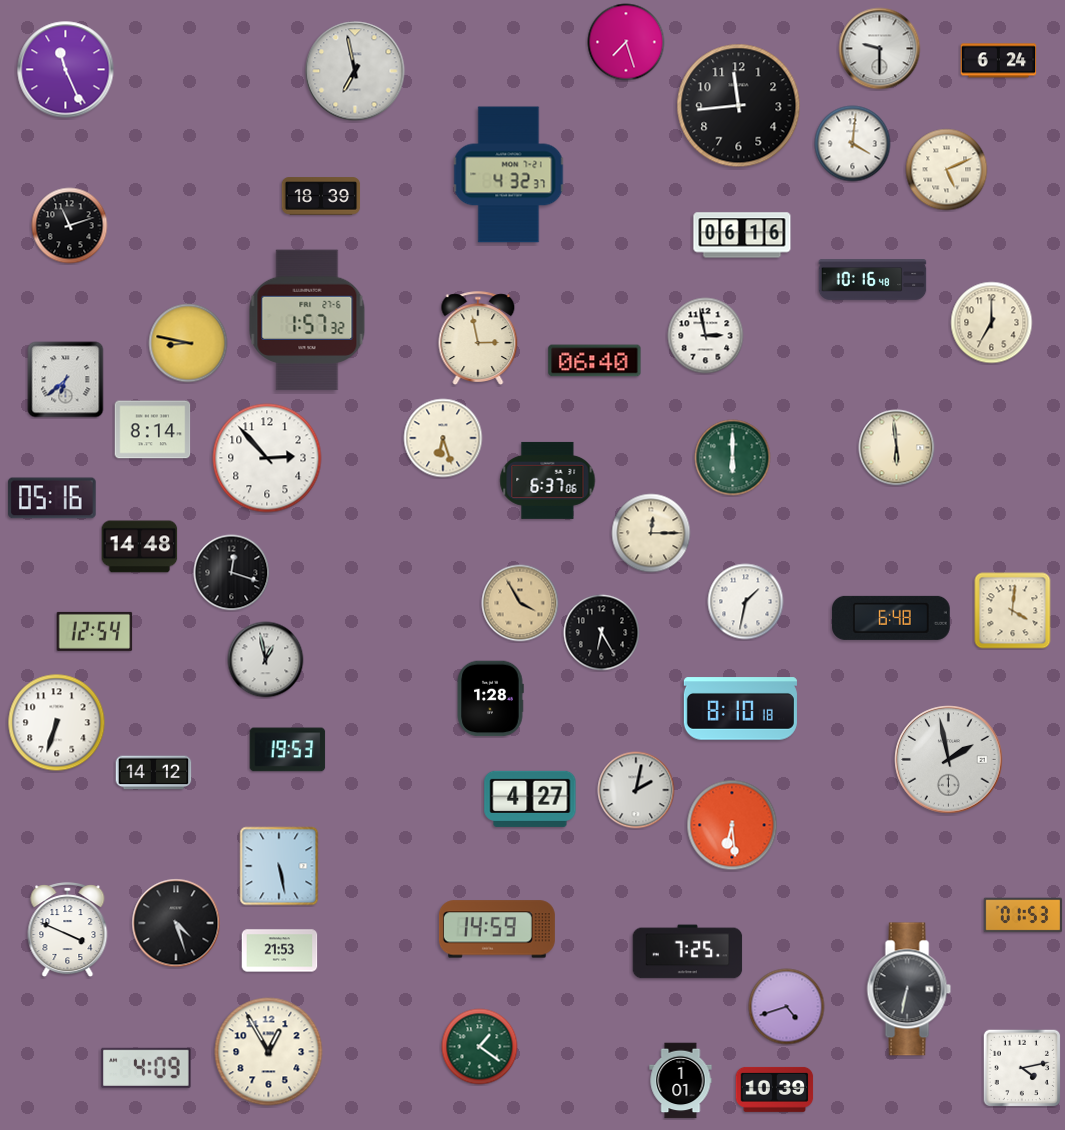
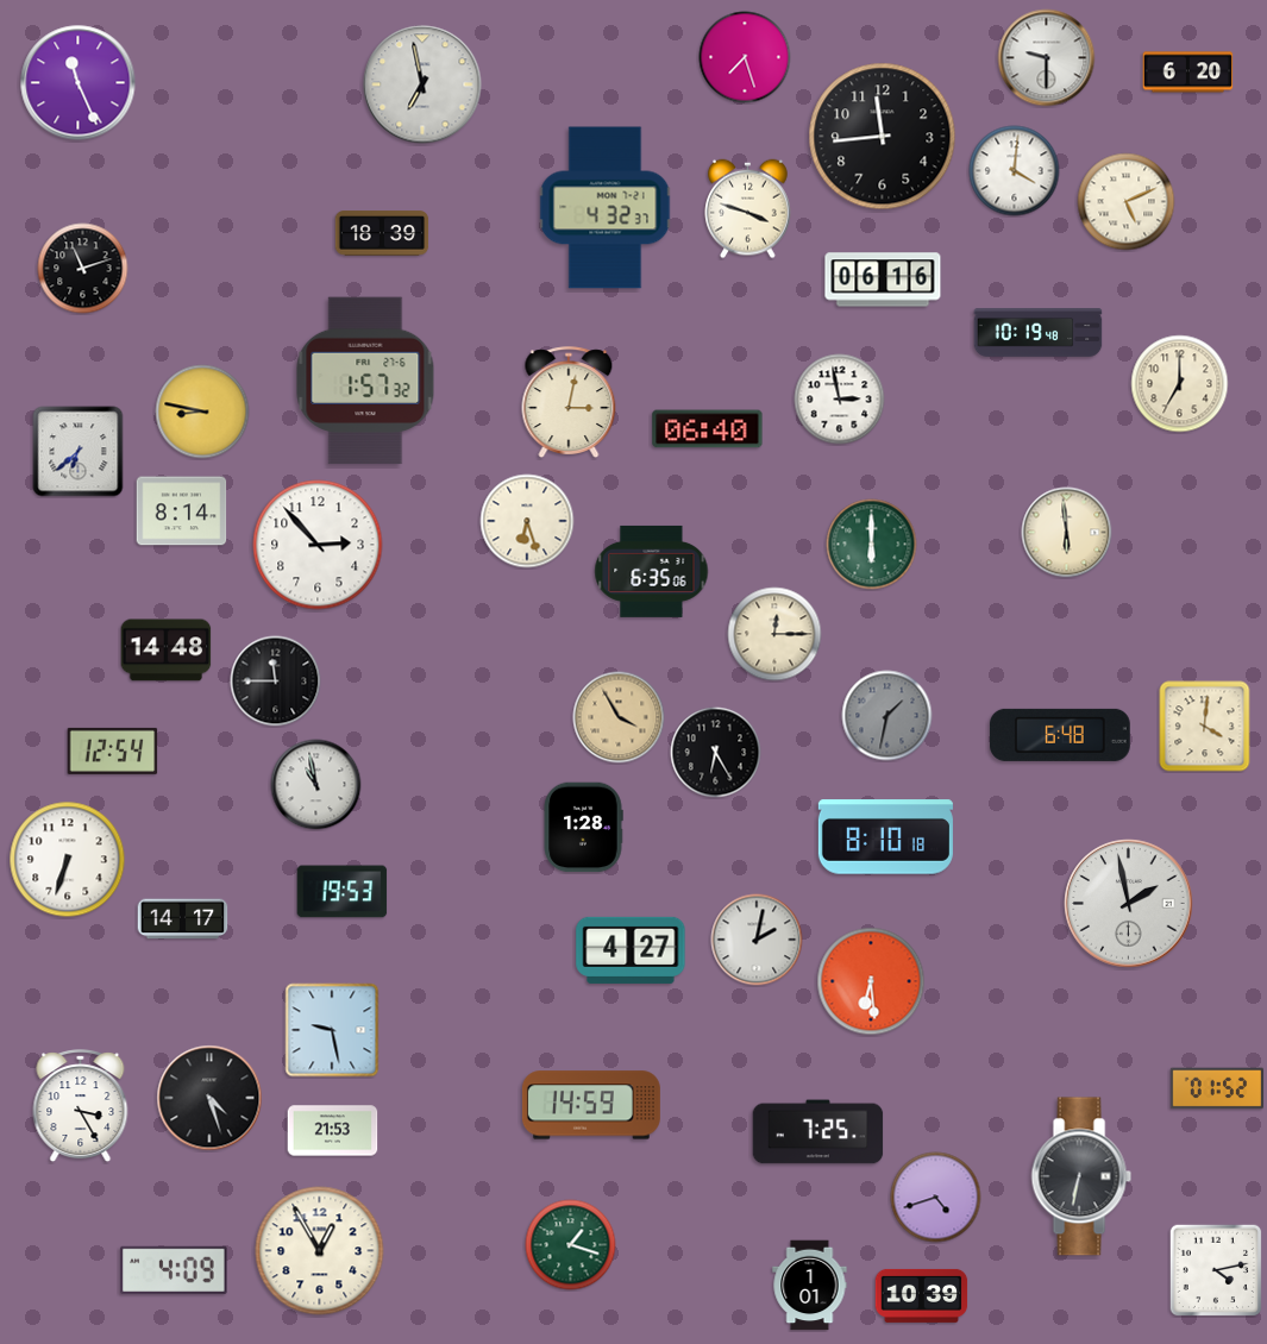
clock at (626, 42) position: (626, 42) -> (745, 57)
clock at (999, 61): 6:24 -> 6:20
clock at (739, 106) position: (739, 106) -> (883, 137)
clock at (748, 209): none -> 3:48
clock at (873, 280): 10:16 -> 10:19
clock at (478, 338): 2:58 -> 3:02
clock at (188, 343) position: (188, 343) -> (202, 412)
clock at (548, 480): 6:37 -> 6:35
clock at (52, 498): 05:16 -> none
clock at (232, 573): 12:18 -> 11:45
clock at (746, 602) dial: white -> grey
clock at (266, 660): 12:58 -> 10:58
clock at (490, 699) position: (490, 699) -> (583, 828)
clock at (740, 709) position: (740, 709) -> (885, 837)
clock at (154, 773): 14:12 -> 14:17
clock at (279, 866): 5:28 -> 9:28
clock at (1023, 915): 01:53 -> 01:52
clock at (68, 930): 3:49 -> 3:25
clock at (480, 1047): 1:21 -> 1:18
